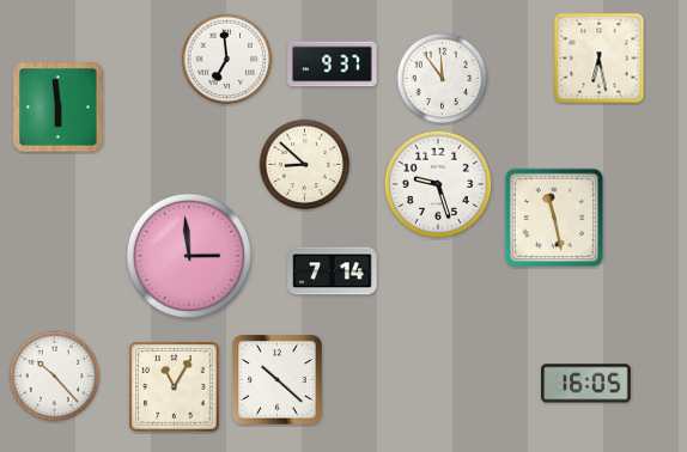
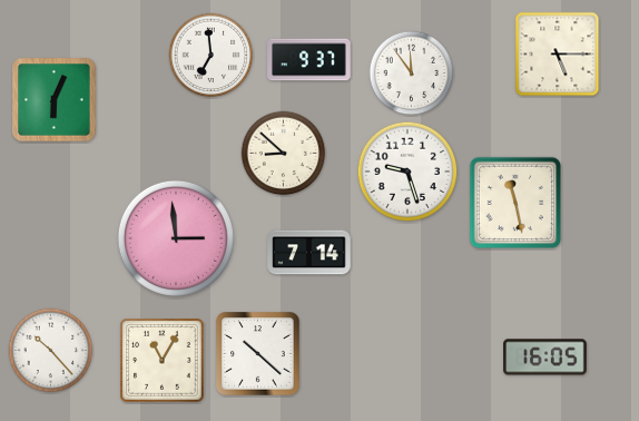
clock at (600, 59): 6:28 -> 5:15
clock at (59, 108): 5:59 -> 6:04
